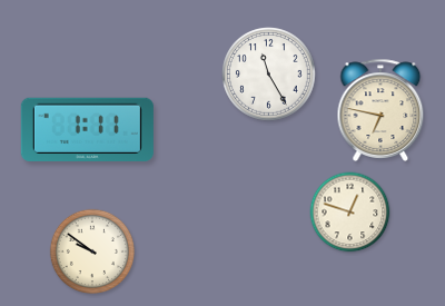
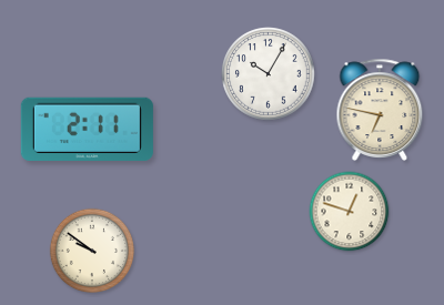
clock at (269, 75): 11:25 -> 10:05
clock at (87, 129): 1:11 -> 2:11
